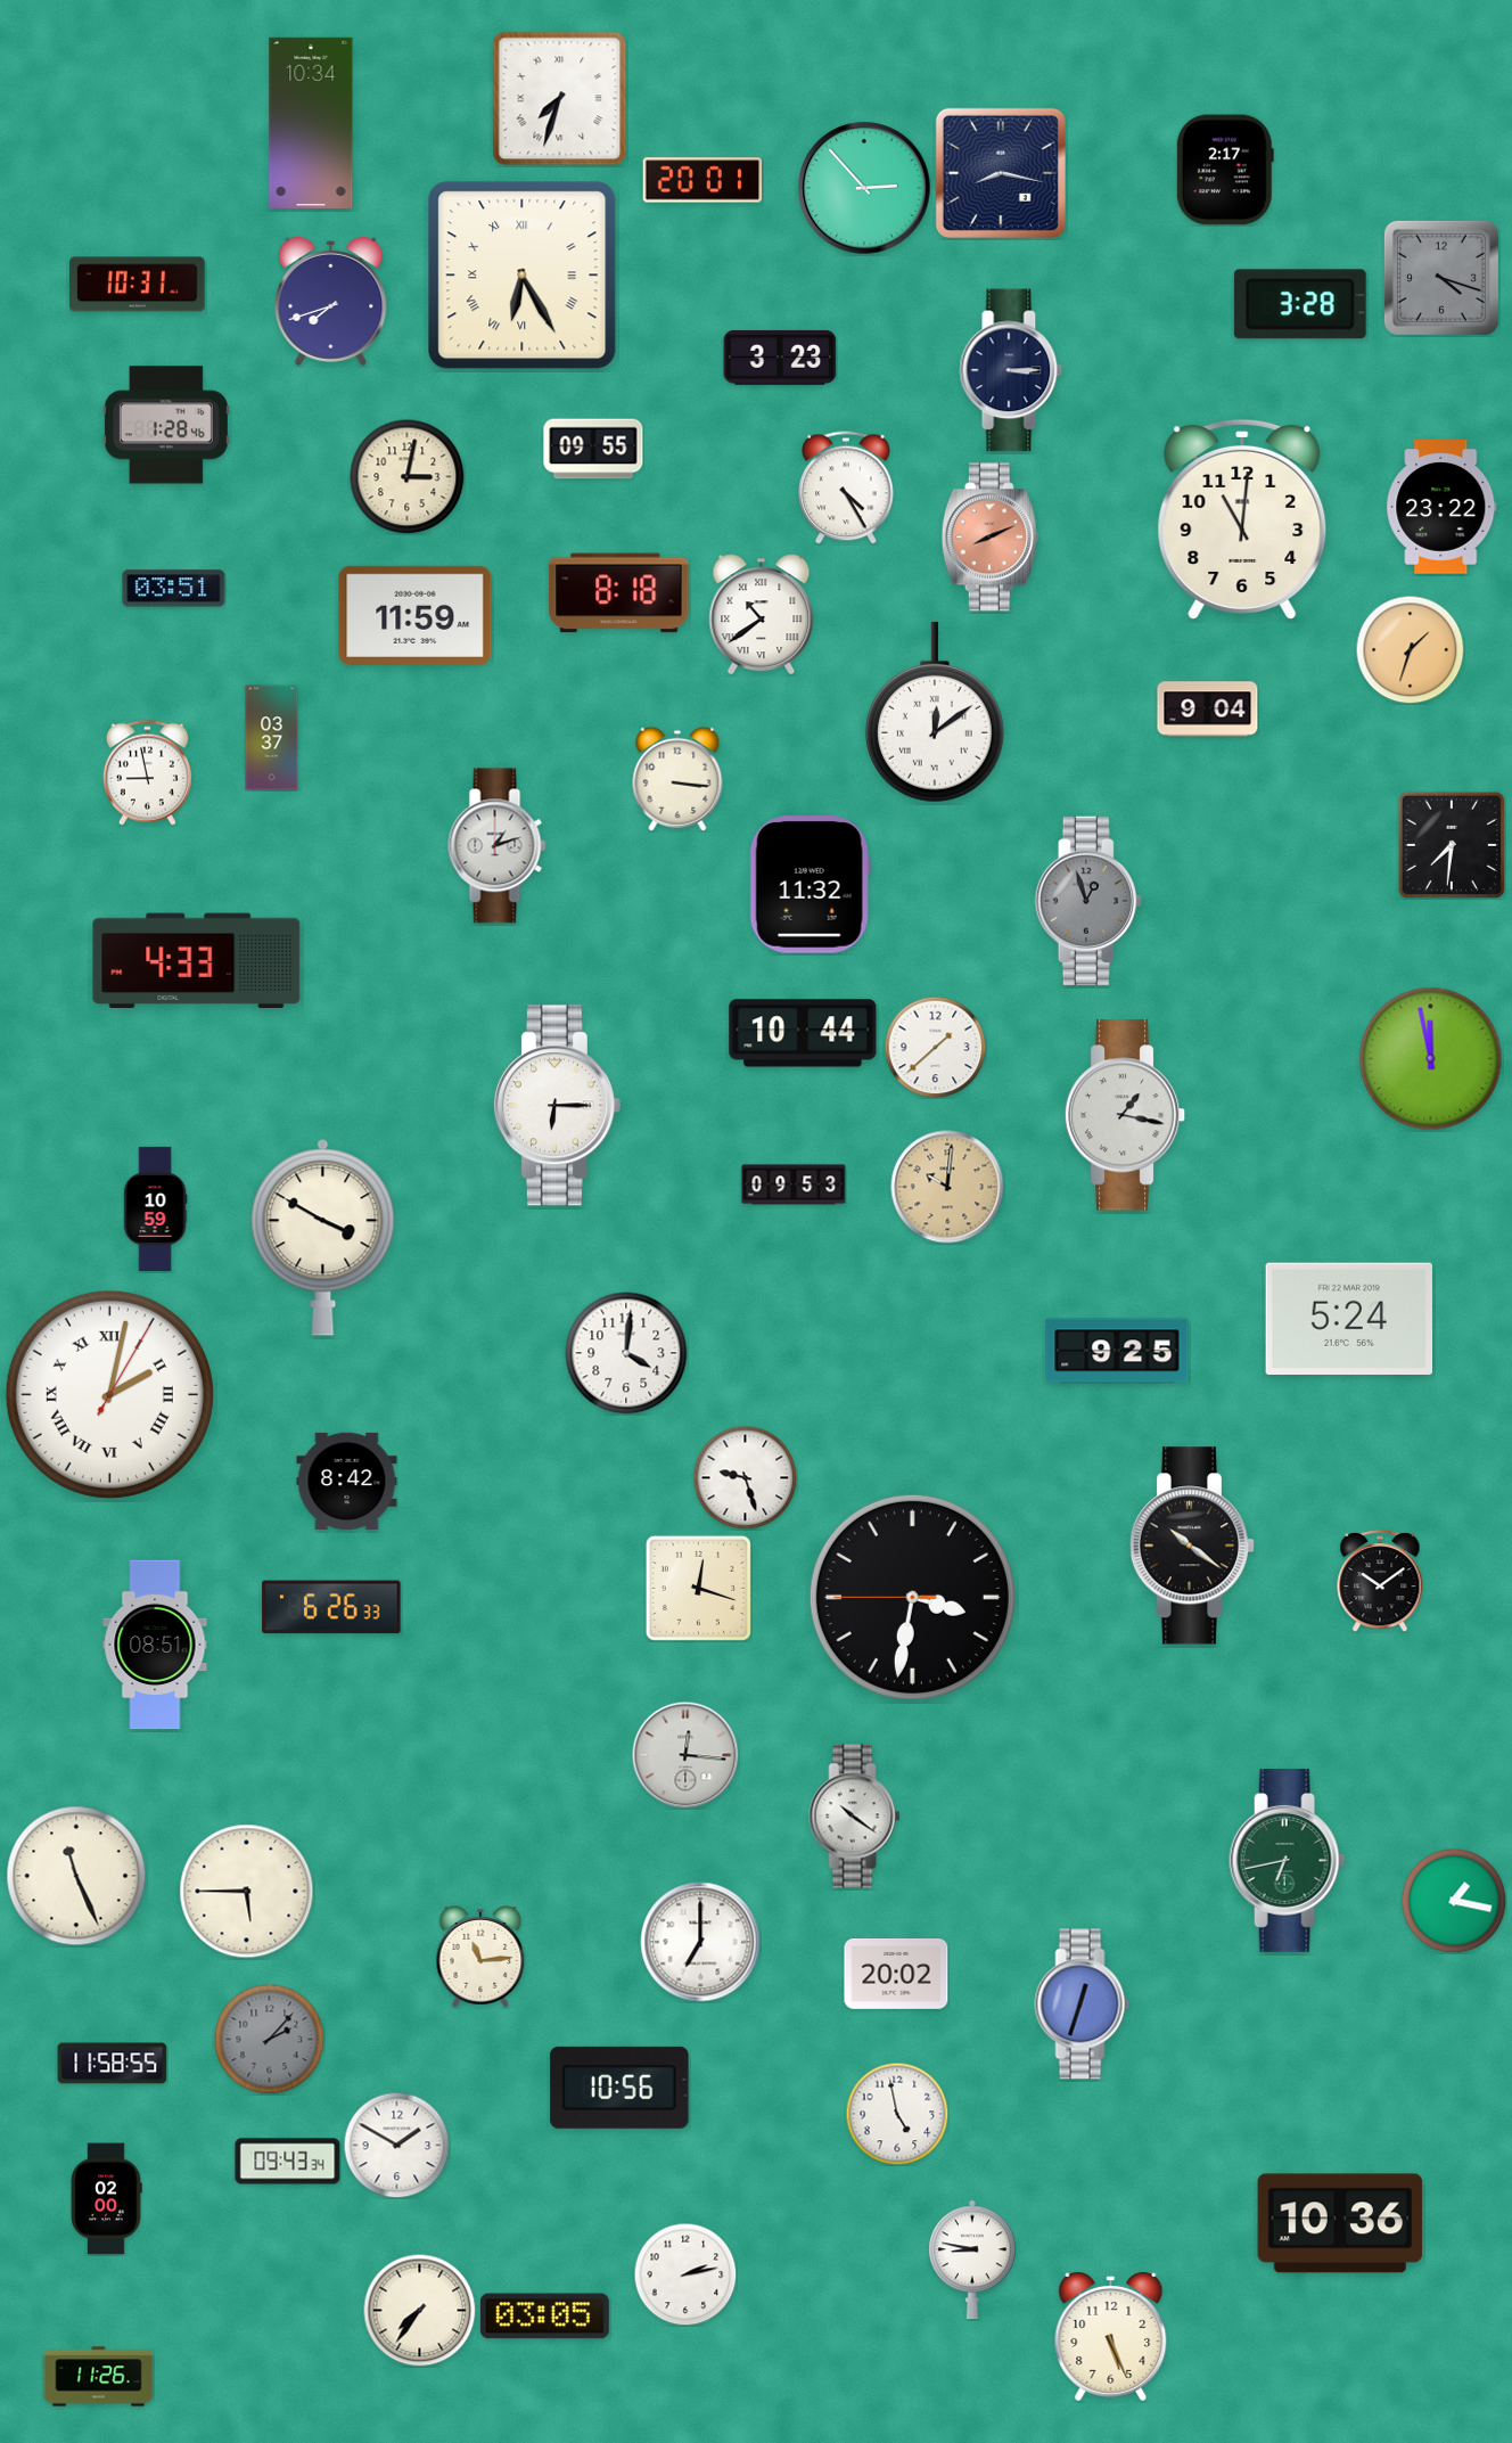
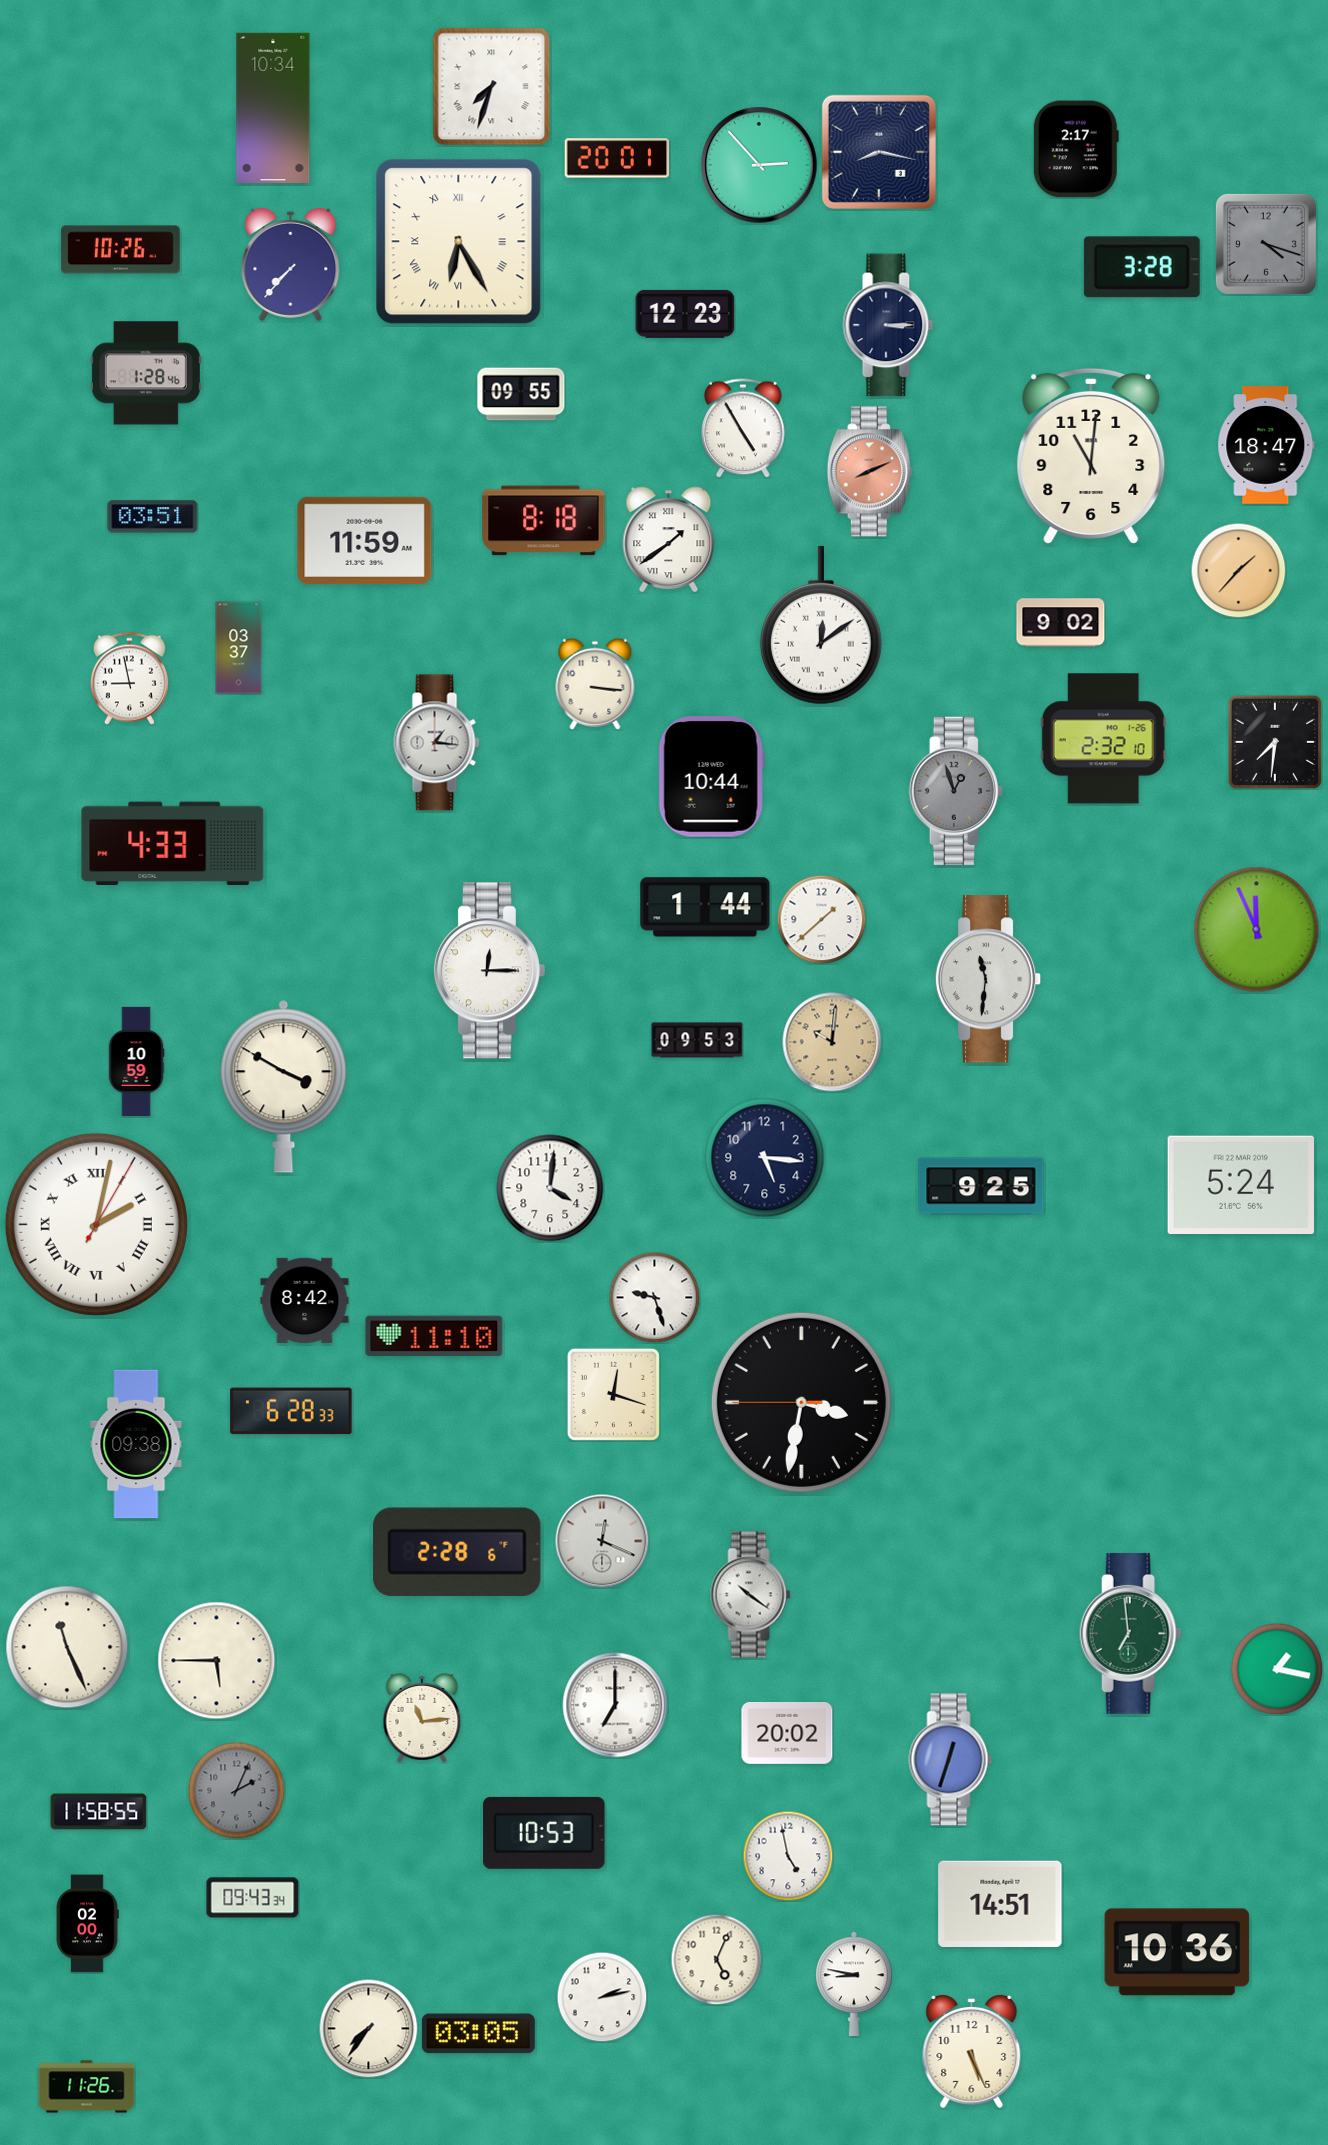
clock at (138, 285): 10:31 -> 10:26
clock at (331, 301): 7:42 -> 7:37
clock at (780, 358): 3:23 -> 12:23
clock at (408, 477): 3:02 -> none
clock at (846, 487): 4:25 -> 4:55
clock at (1441, 507): 23:22 -> 18:47
clock at (762, 615): 10:39 -> 1:39
clock at (1410, 649): 1:33 -> 1:37
clock at (1208, 710): 9:04 -> 9:02
clock at (1103, 739): none -> 2:32
clock at (498, 846): 1:12 -> 1:16
clock at (810, 885): 11:32 -> 10:44
clock at (803, 1033): 10:44 -> 1:44
clock at (1431, 1059): 11:58 -> 11:56
clock at (557, 1106): 6:15 -> 12:15
clock at (1125, 1115): 1:17 -> 11:31
clock at (1348, 1318) position: (1348, 1318) -> (1240, 1184)
clock at (765, 1158): none -> 5:16
clock at (434, 1336): none -> 11:10
clock at (1192, 1546): 10:21 -> none
clock at (1380, 1581): 10:09 -> none
clock at (331, 1607): 6:26 -> 6:28
clock at (155, 1645): 08:51 -> 09:38
clock at (685, 1755): 12:16 -> 12:19
clock at (457, 1551): none -> 2:28
clock at (1288, 1860): 6:43 -> 6:59
clock at (269, 2039): 2:07 -> 2:04
clock at (619, 2088): 10:56 -> 10:53
clock at (396, 2145): 1:50 -> none
clock at (1000, 1903): none -> 14:51
clock at (106, 2199) position: (106, 2199) -> (87, 1924)
clock at (716, 1959): none -> 5:04
clock at (1111, 2336) position: (1111, 2336) -> (972, 2051)
